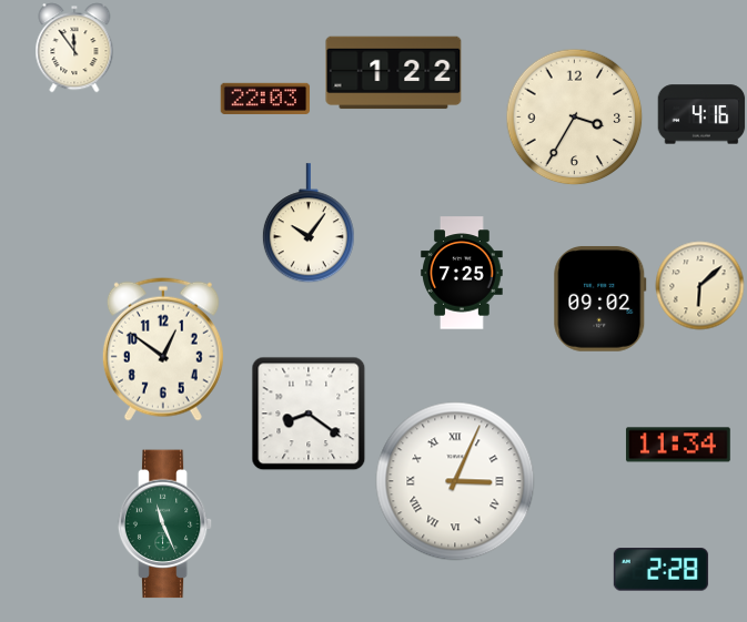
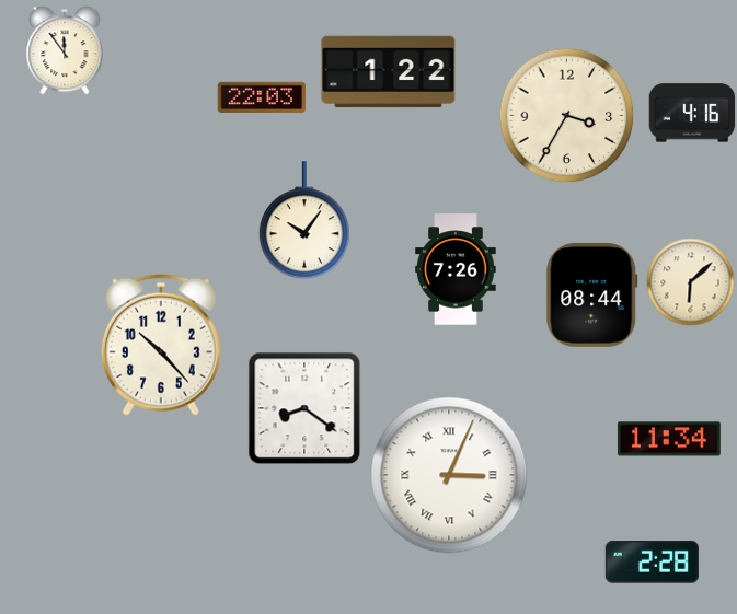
clock at (74, 48) position: (74, 48) -> (65, 50)
clock at (462, 273): 7:25 -> 7:26
clock at (600, 299): 09:02 -> 08:44
clock at (163, 349): 12:51 -> 10:23
clock at (165, 524): 11:26 -> none
